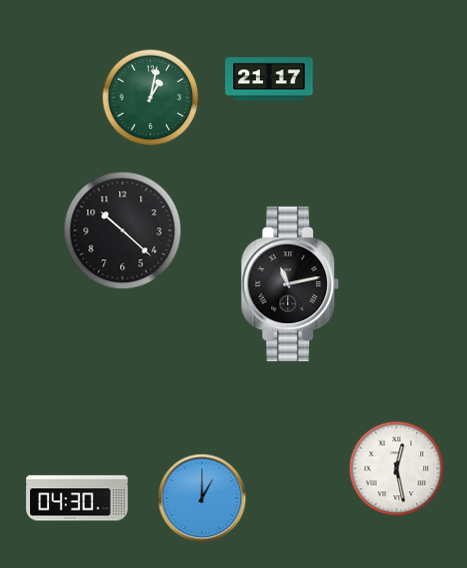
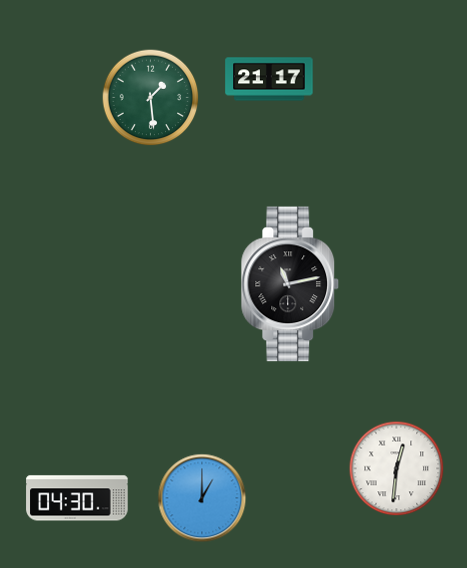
clock at (151, 98): 1:02 -> 1:29
clock at (123, 231): 10:22 -> none
clock at (397, 469): 12:28 -> 12:31
